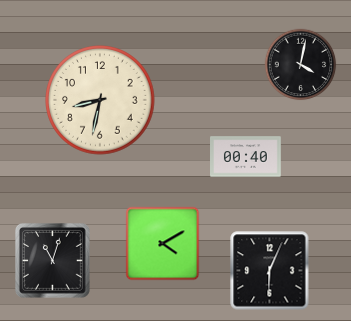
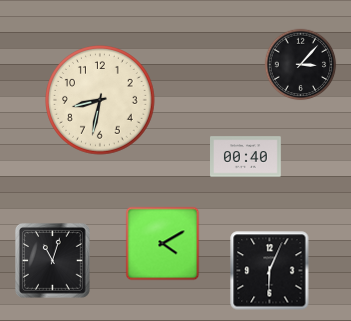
clock at (301, 65): 4:02 -> 3:07
